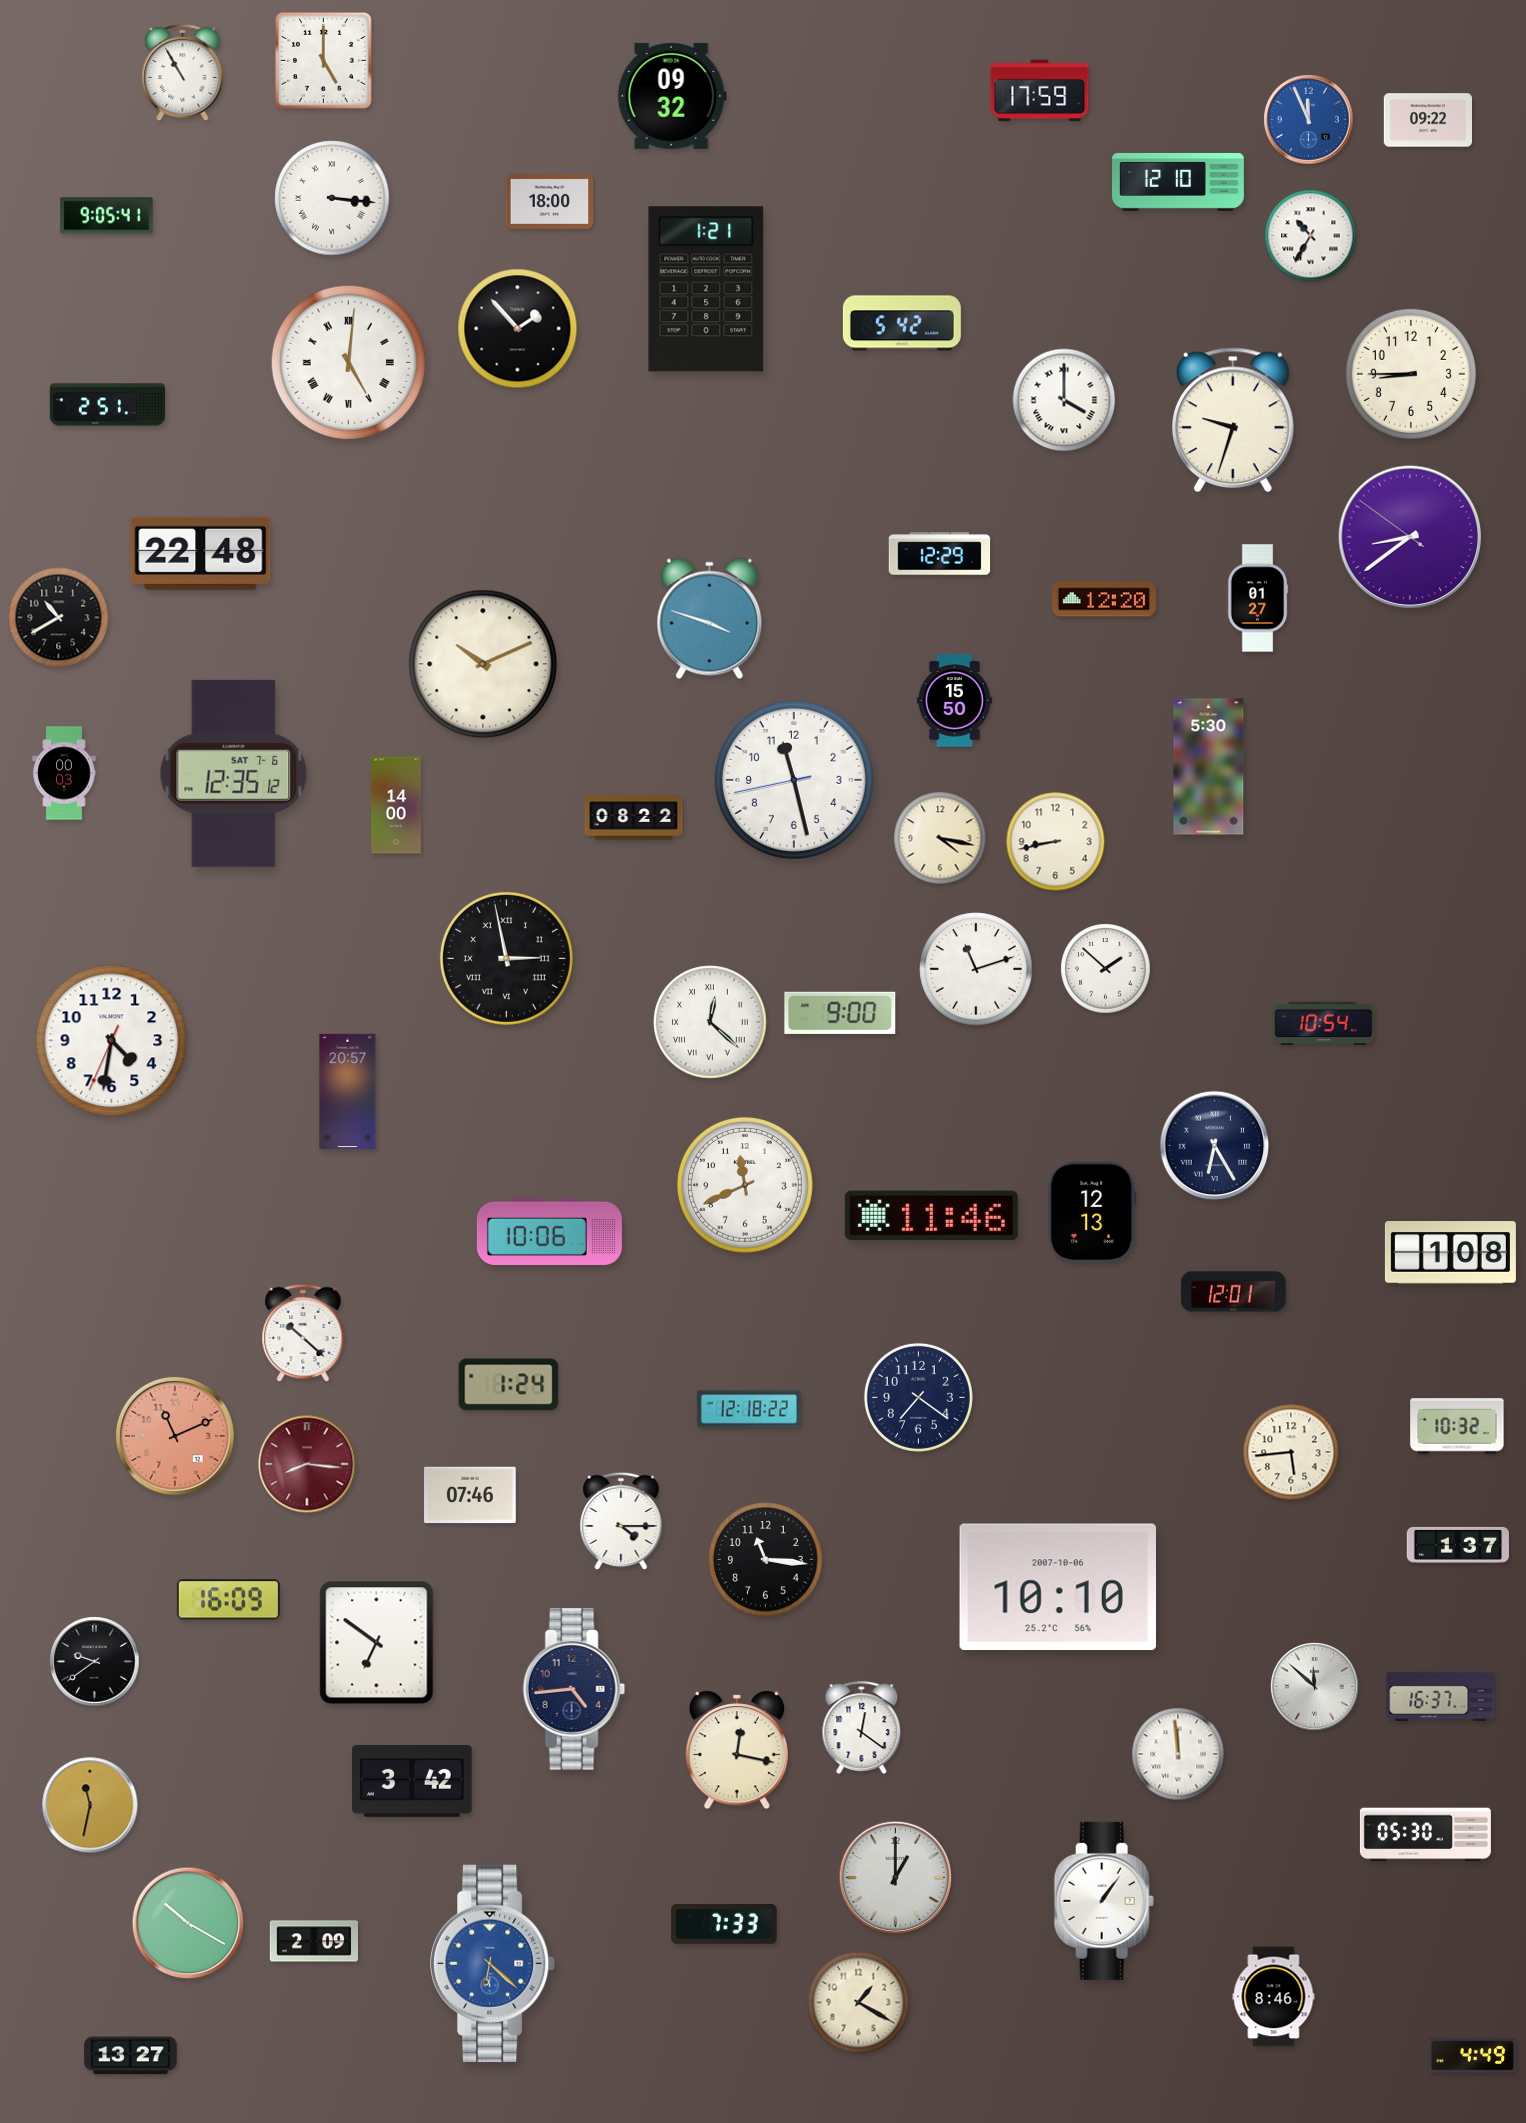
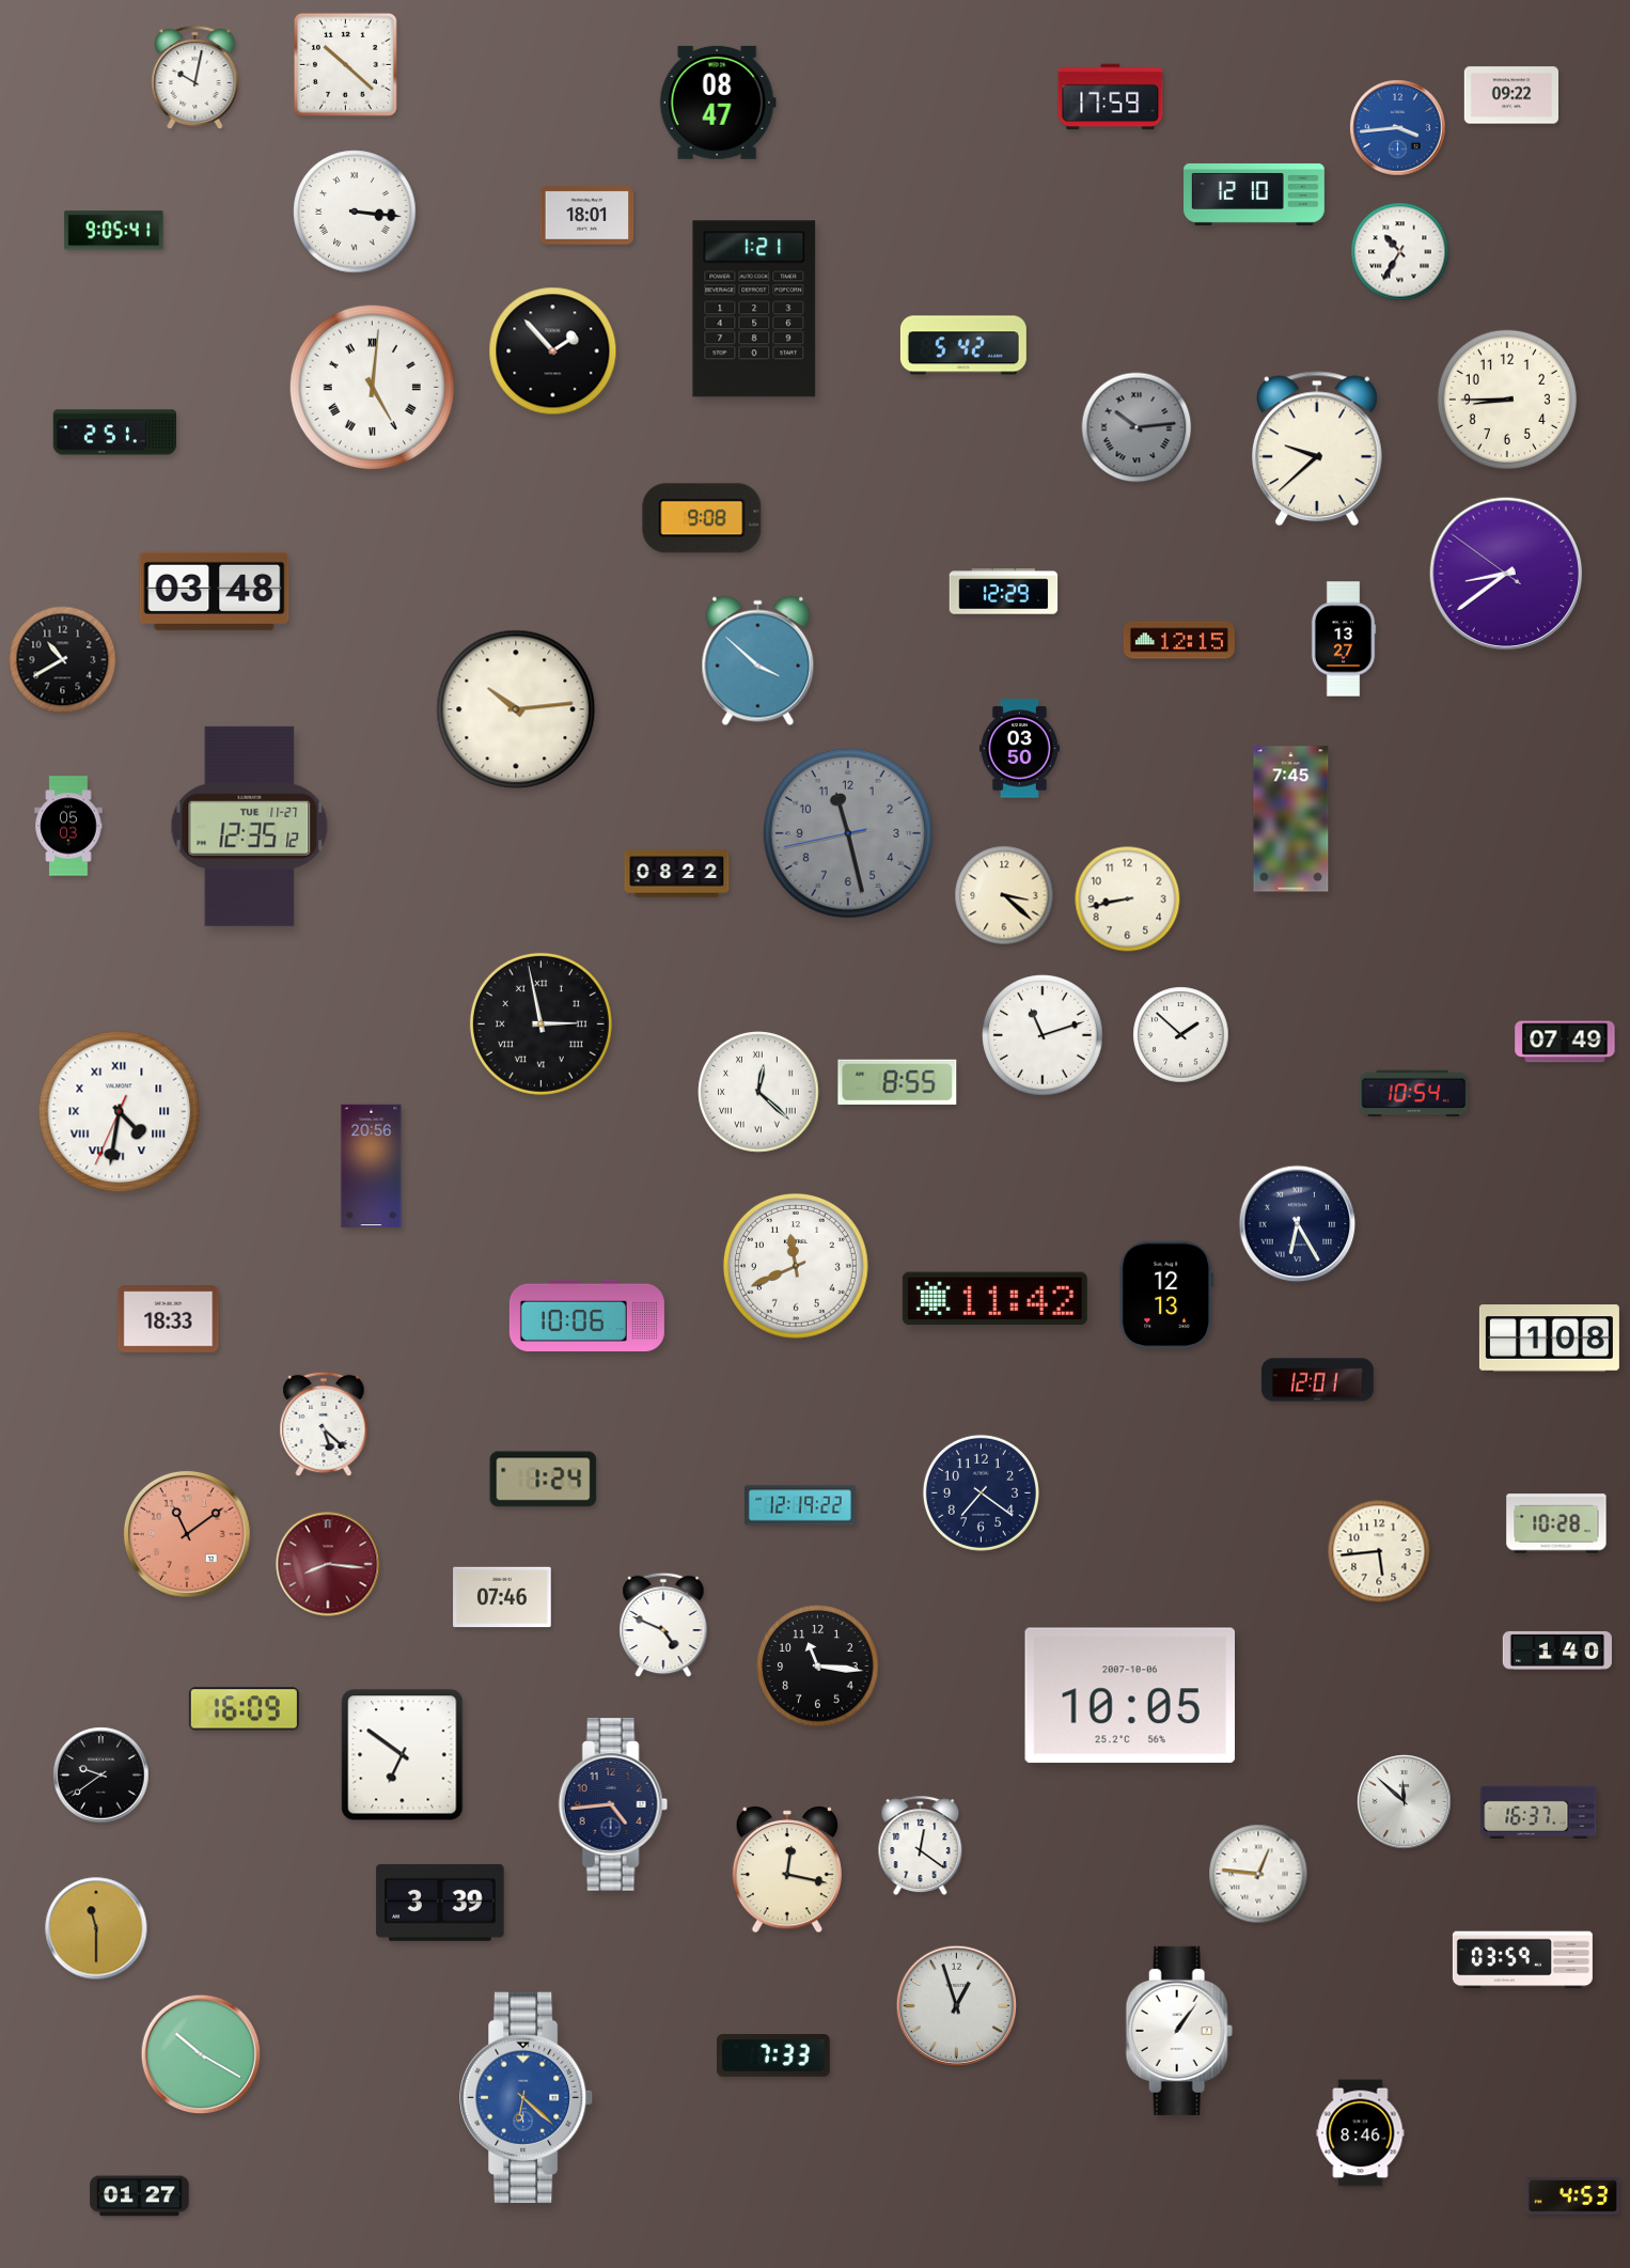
clock at (323, 60): 5:00 -> 10:22
clock at (183, 73): 10:55 -> 10:02
clock at (672, 96): 09:32 -> 08:47
clock at (1309, 120): 11:56 -> 3:44
clock at (1427, 120) position: (1427, 120) -> (1510, 95)
clock at (1179, 182) position: (1179, 182) -> (1255, 194)
clock at (550, 202): 18:00 -> 18:01
clock at (1064, 400): 4:00 -> 10:14
clock at (1064, 400) dial: white -> grey
clock at (1234, 420): 9:33 -> 9:38
clock at (702, 518): none -> 9:08
clock at (201, 553): 22:48 -> 03:48
clock at (1258, 598): 01:27 -> 13:27
clock at (1104, 599): 12:20 -> 12:15
clock at (710, 619): 3:48 -> 3:52
clock at (483, 664): 10:11 -> 10:14
clock at (954, 701): 15:50 -> 03:50
clock at (1209, 767): 5:30 -> 7:45
clock at (64, 773): 00:03 -> 05:03
clock at (234, 773) date: SAT 7-6 -> TUE 11-27
clock at (794, 780) dial: white -> grey
clock at (396, 805): 14:00 -> none
clock at (940, 838): 4:17 -> 3:22
clock at (1565, 1042): none -> 07:49
clock at (840, 1013): 9:00 -> 8:55
clock at (112, 1041) numerals: Arabic -> Roman
clock at (348, 1092): 20:57 -> 20:56
clock at (931, 1216): 11:46 -> 11:42
clock at (169, 1319): none -> 18:33
clock at (303, 1333): 10:22 -> 5:22
clock at (749, 1409): 12:18 -> 12:19
clock at (1457, 1426): 10:32 -> 10:28
clock at (175, 1436): 11:11 -> 11:09
clock at (621, 1521): 4:15 -> 4:49
clock at (1458, 1545): 1:37 -> 1:40
clock at (1057, 1587): 10:10 -> 10:05
clock at (1178, 1754): 11:59 -> 12:46
clock at (412, 1781): 3:42 -> 3:39
clock at (90, 1805): 11:32 -> 11:30
clock at (1425, 1835): 05:30 -> 03:59
clock at (895, 1877): 1:00 -> 12:57
clock at (313, 1941): 2:09 -> none
clock at (859, 2003): 1:20 -> none
clock at (131, 2056): 13:27 -> 01:27
clock at (1473, 2056): 4:49 -> 4:53
